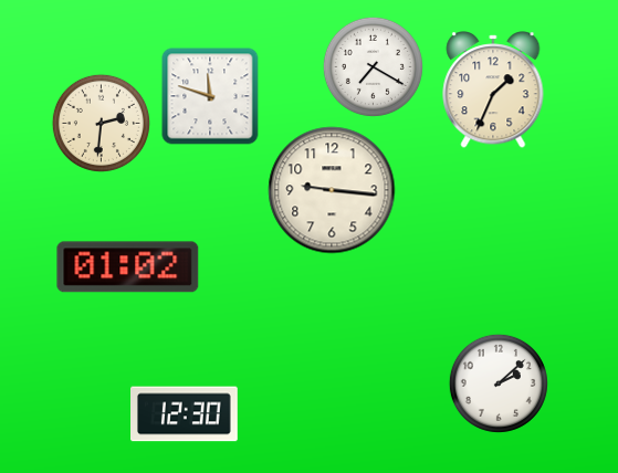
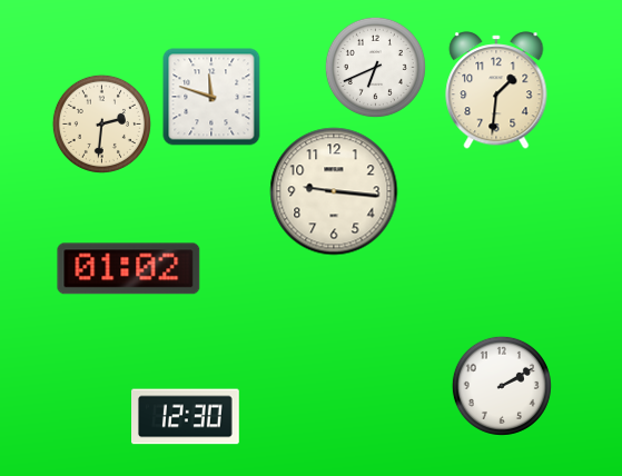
clock at (373, 66): 7:20 -> 6:41
clock at (493, 90): 1:34 -> 1:31
clock at (499, 383): 2:08 -> 2:10
